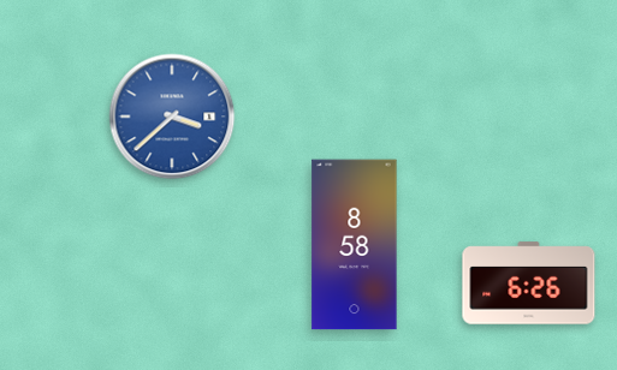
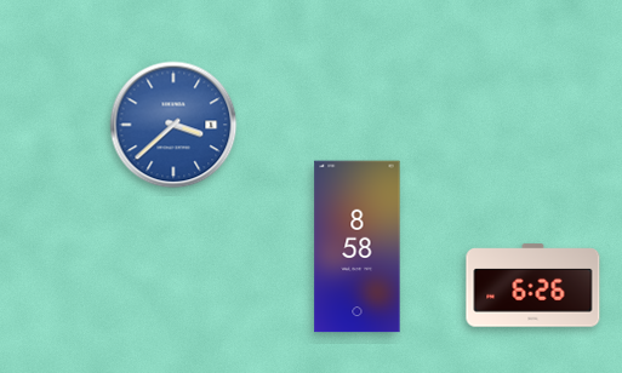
clock at (172, 117) position: (172, 117) -> (173, 125)
